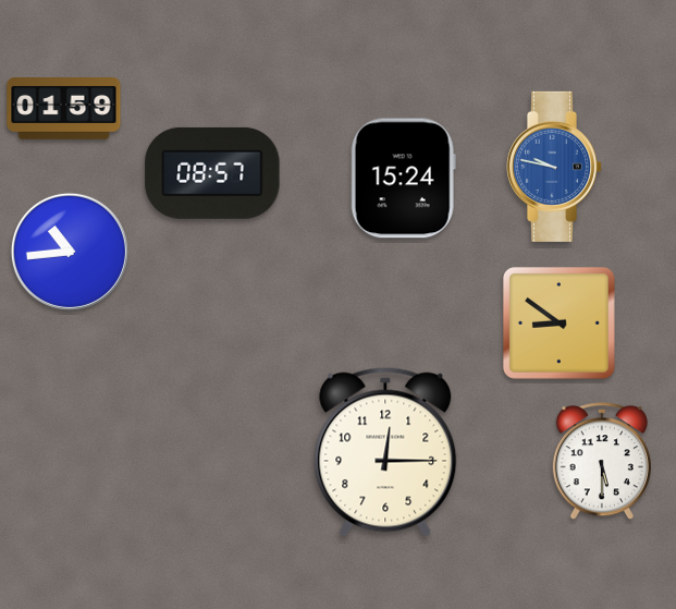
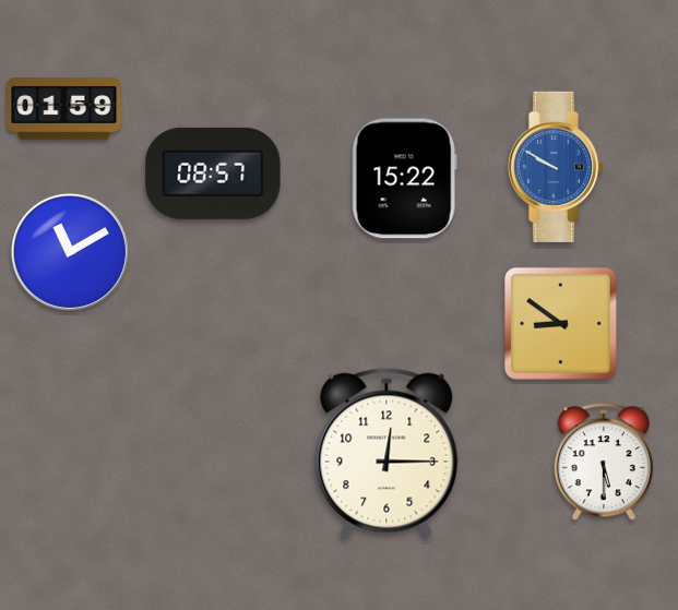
clock at (553, 167): 9:47 -> 9:50
clock at (403, 179): 15:24 -> 15:22
clock at (70, 252): 10:44 -> 11:10
